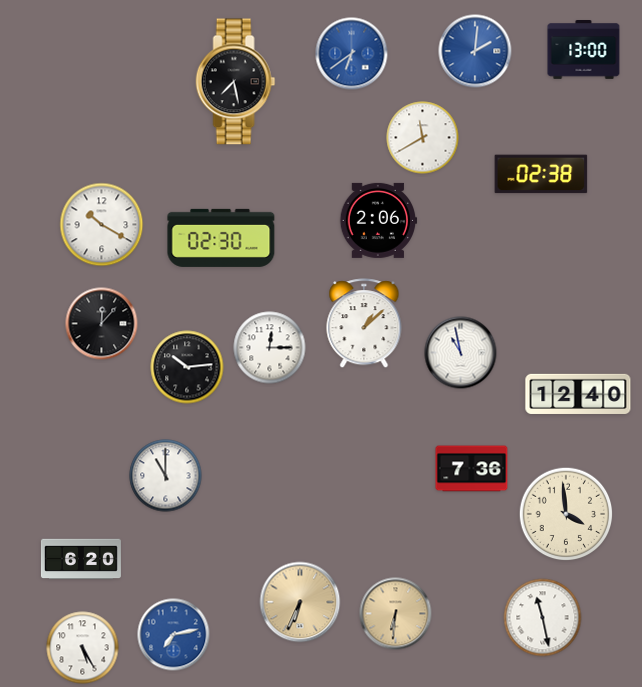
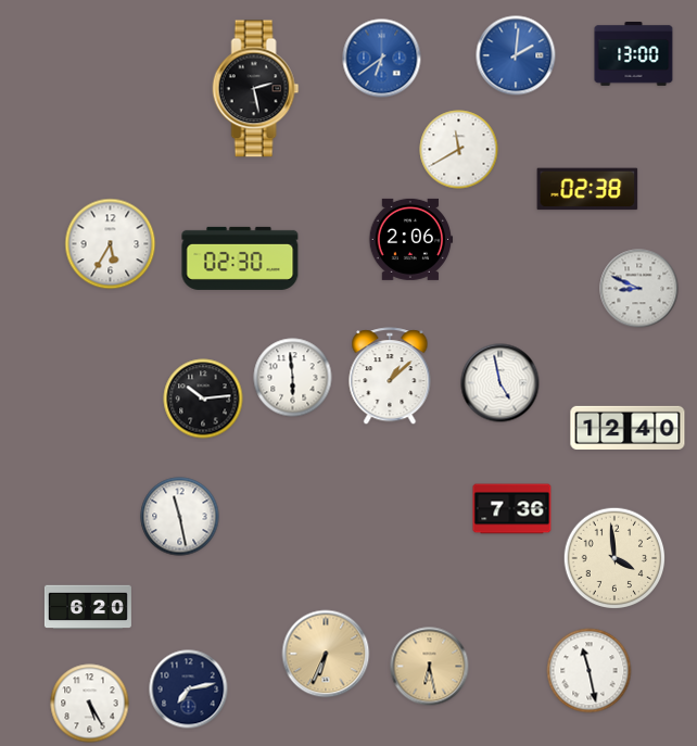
clock at (236, 82): 7:28 -> 2:28
clock at (102, 225): 10:20 -> 5:35
clock at (639, 289): none -> 8:49
clock at (102, 324): 12:07 -> none
clock at (364, 324) position: (364, 324) -> (390, 377)
clock at (270, 348): 12:15 -> 5:59
clock at (461, 353): 10:58 -> 4:58
clock at (166, 476): 11:00 -> 11:28
clock at (396, 614): 6:31 -> 6:28
clock at (174, 635) dial: blue -> navy
